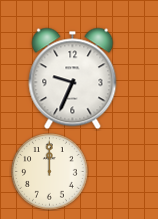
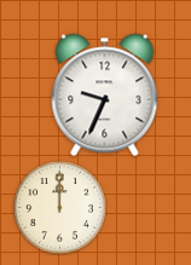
clock at (73, 79) position: (73, 79) -> (105, 96)
